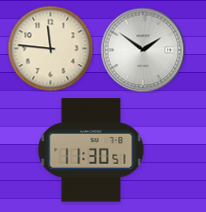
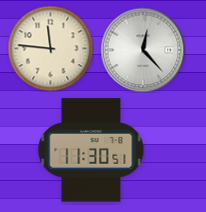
clock at (143, 50): 1:51 -> 12:23
